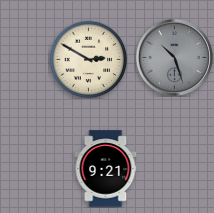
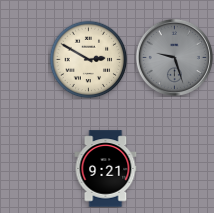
clock at (174, 57): 10:27 -> 9:27
